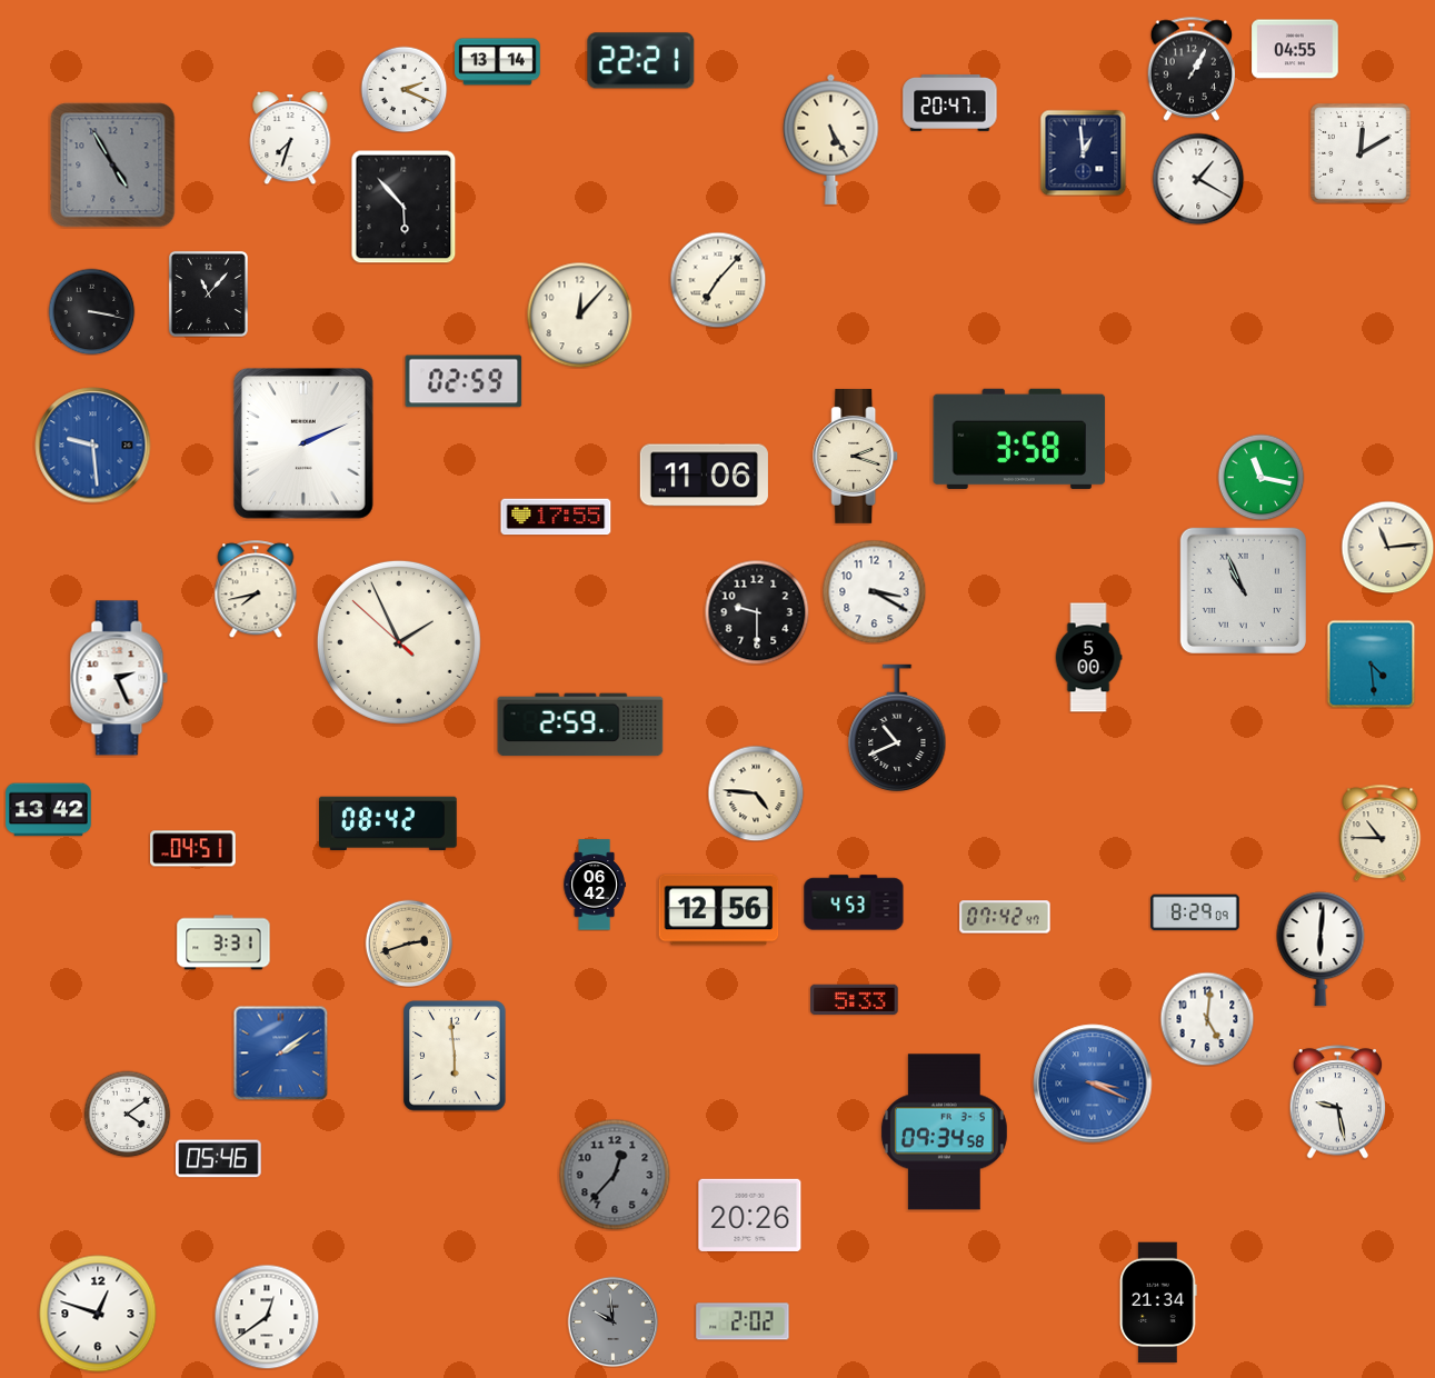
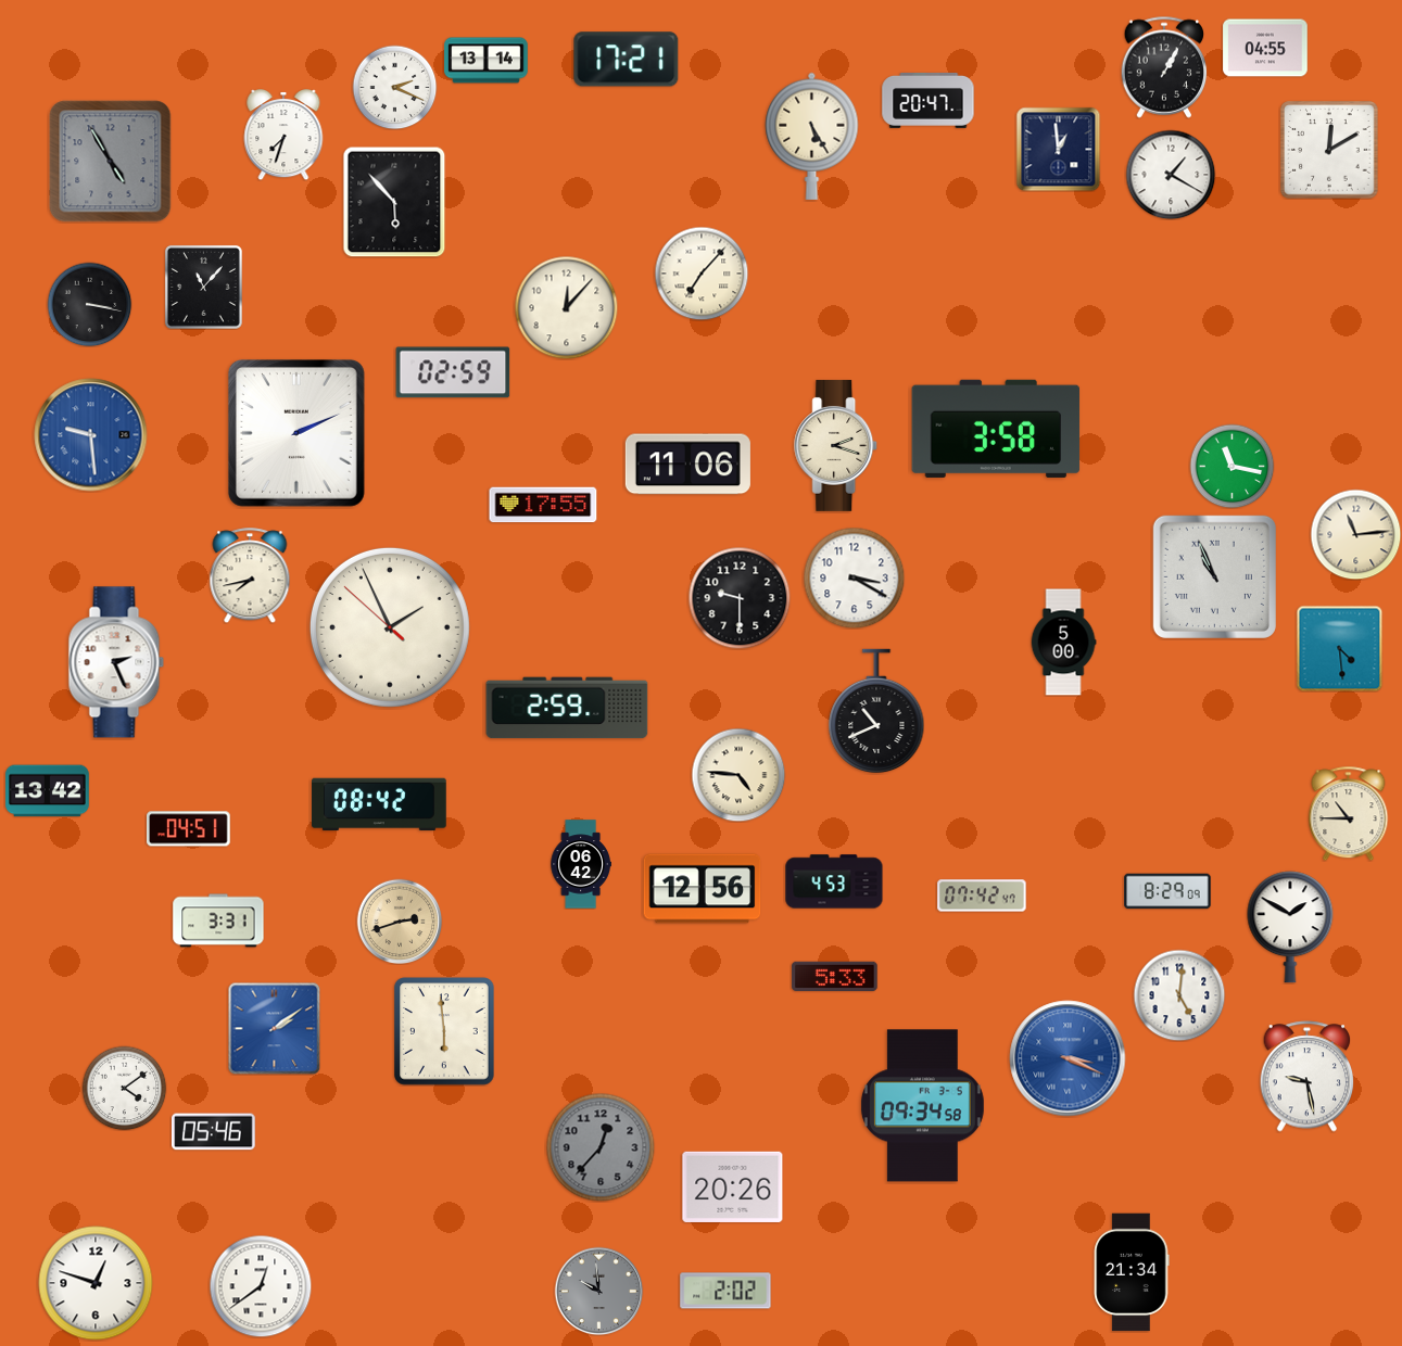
clock at (641, 61): 22:21 -> 17:21
clock at (1321, 949): 6:01 -> 1:50
